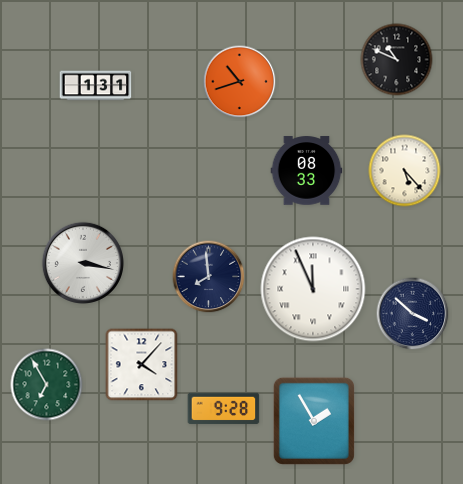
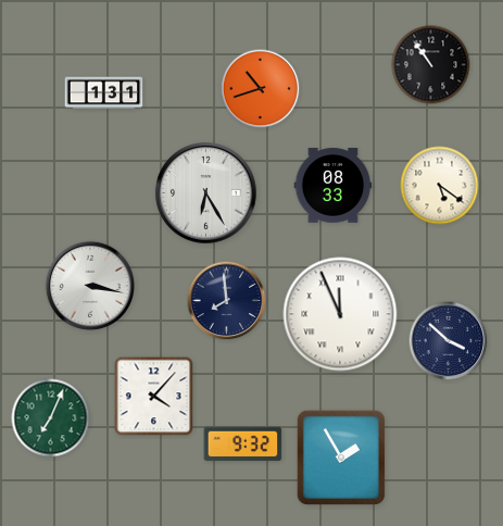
clock at (397, 60): 10:49 -> 10:54
clock at (405, 171): 5:23 -> 5:21
clock at (206, 193): none -> 6:25
clock at (47, 385): 6:55 -> 7:04
clock at (224, 409): 9:28 -> 9:32
